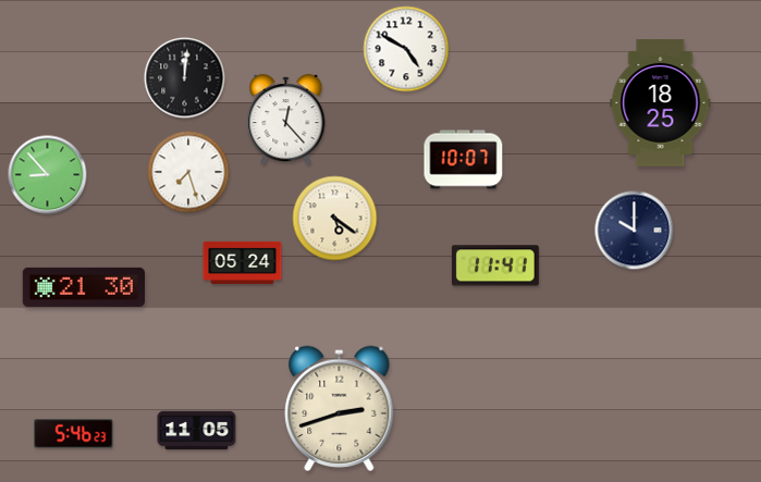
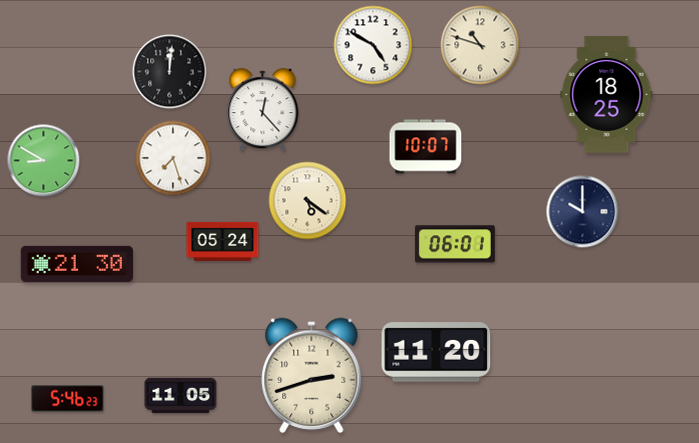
clock at (480, 45): none -> 10:48
clock at (48, 175): 8:53 -> 8:50
clock at (495, 265): 11:41 -> 06:01
clock at (436, 352): none -> 11:20
